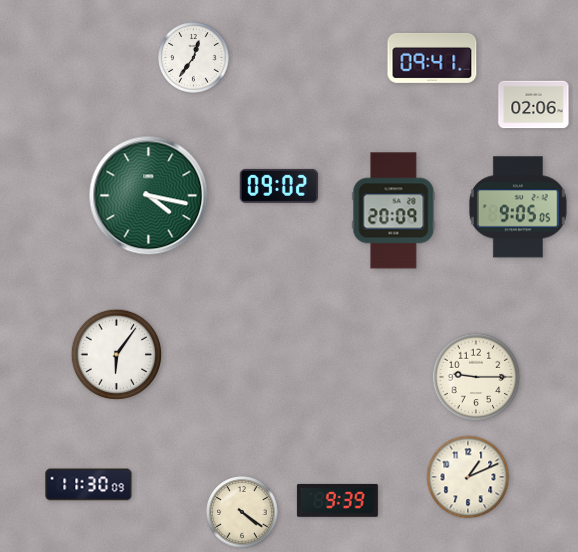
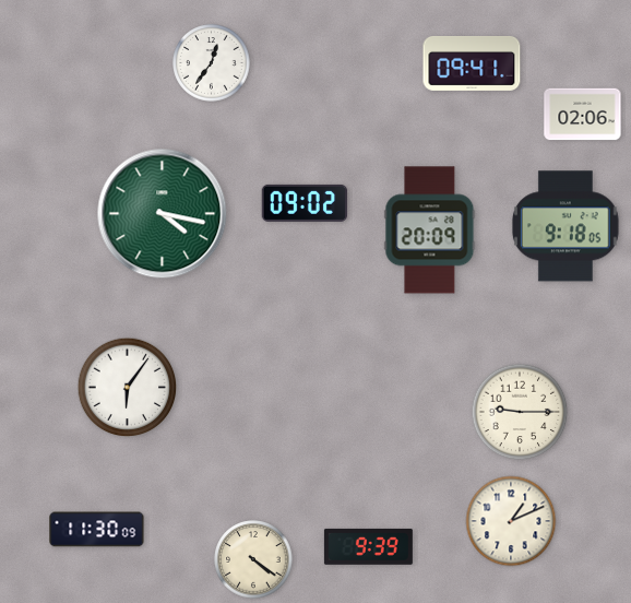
clock at (518, 207): 9:05 -> 9:18
clock at (242, 512) position: (242, 512) -> (253, 559)
